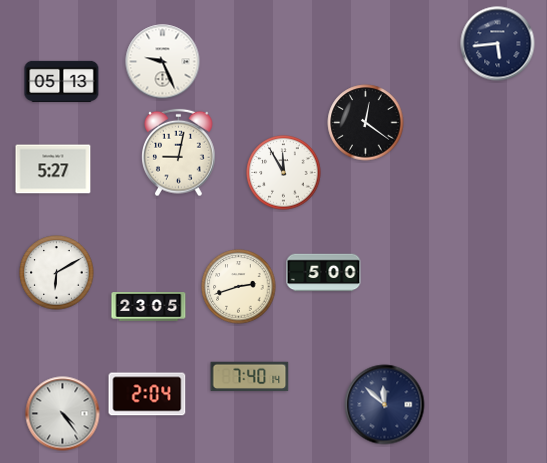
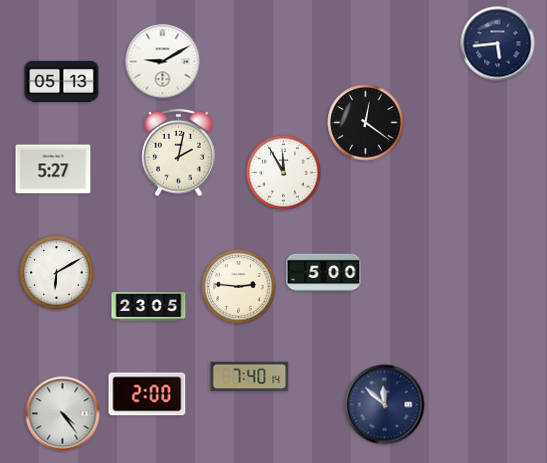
clock at (163, 62): 9:26 -> 9:10
clock at (179, 153): 9:02 -> 2:02
clock at (239, 287): 2:42 -> 2:46
clock at (147, 394): 2:04 -> 2:00
